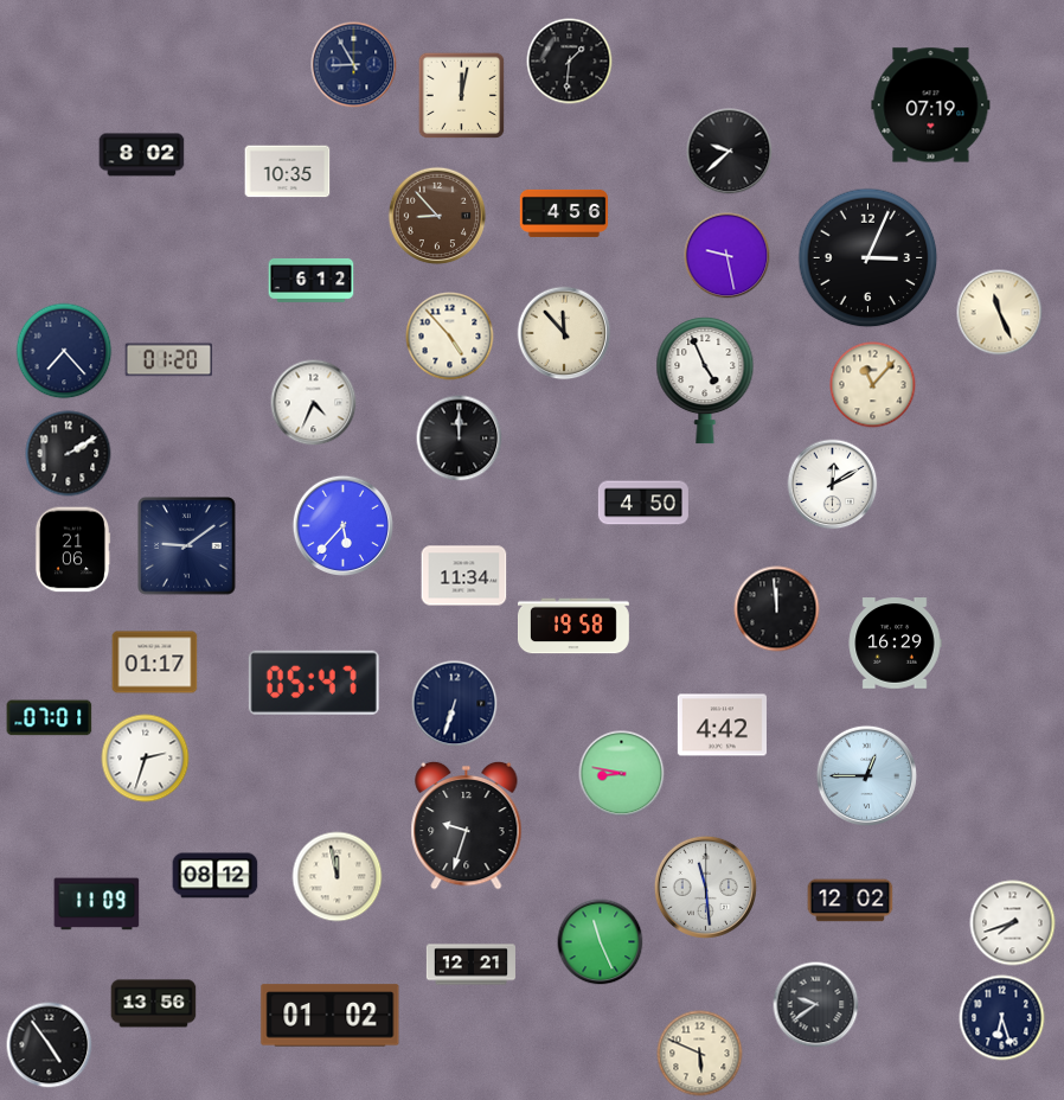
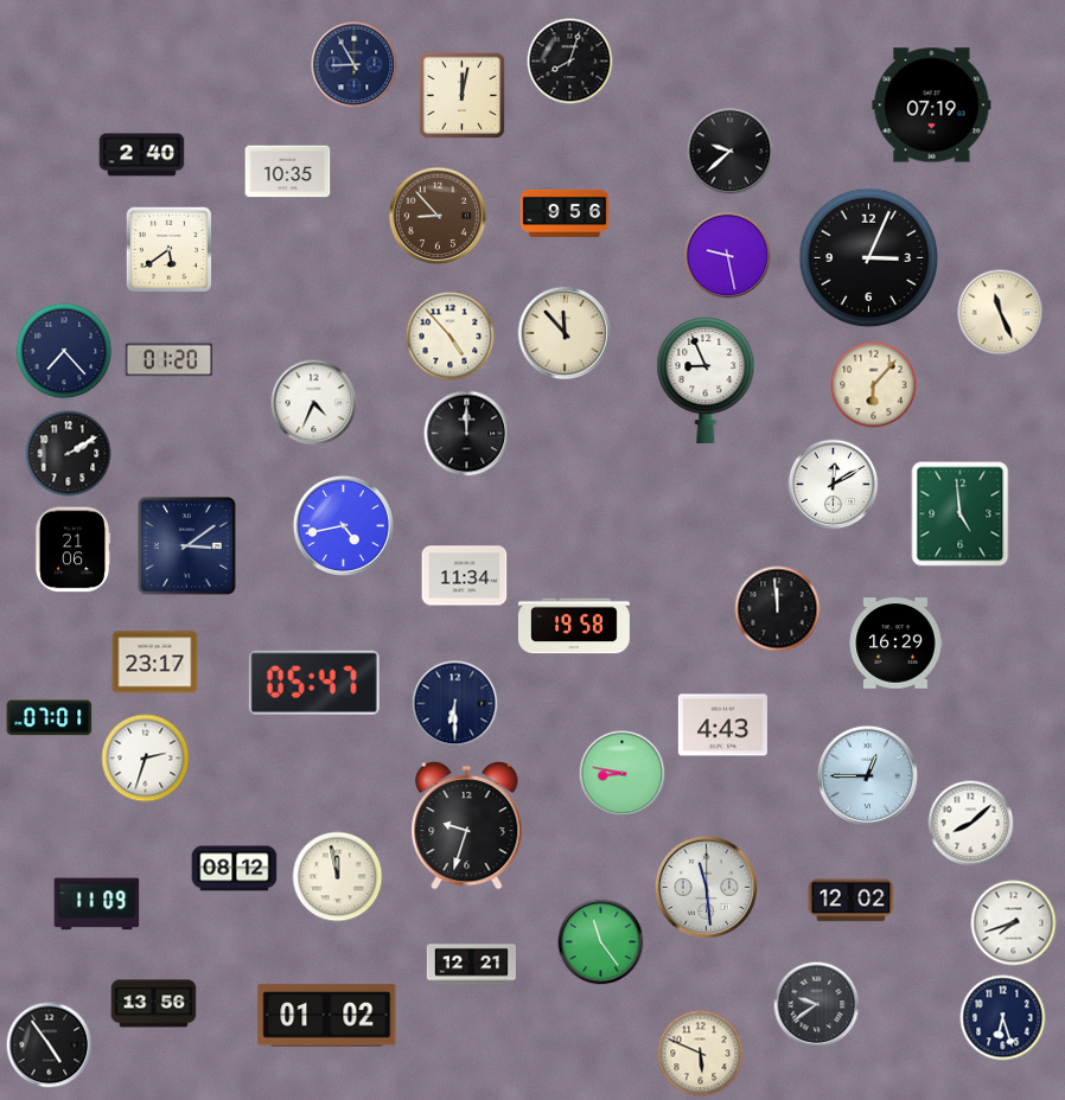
clock at (570, 62): 1:31 -> 8:03
clock at (142, 155): 8:02 -> 2:40
clock at (564, 213): 4:56 -> 9:56
clock at (170, 250): none -> 5:39
clock at (312, 280): 6:12 -> none
clock at (705, 380): 4:56 -> 8:56
clock at (873, 385): 11:07 -> 6:07
clock at (460, 439) position: (460, 439) -> (467, 434)
clock at (643, 503): 4:50 -> none
clock at (961, 514): none -> 4:59
clock at (342, 525): 5:37 -> 4:43
clock at (187, 546): 9:09 -> 3:09
clock at (155, 663): 01:17 -> 23:17
clock at (455, 704): 6:33 -> 6:30
clock at (722, 725): 4:42 -> 4:43
clock at (971, 824): none -> 8:08
clock at (216, 876) position: (216, 876) -> (235, 869)
clock at (601, 942): 11:26 -> 11:24
clock at (331, 1016) position: (331, 1016) -> (327, 1016)
